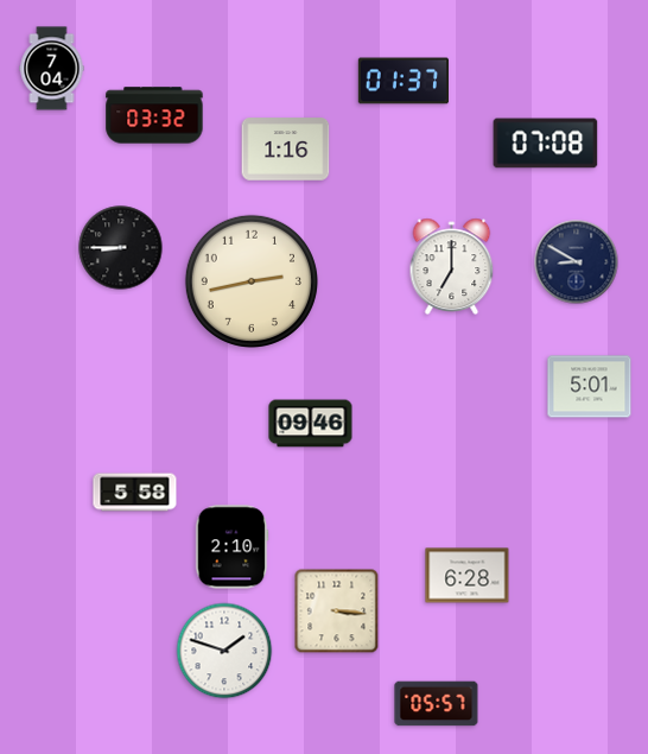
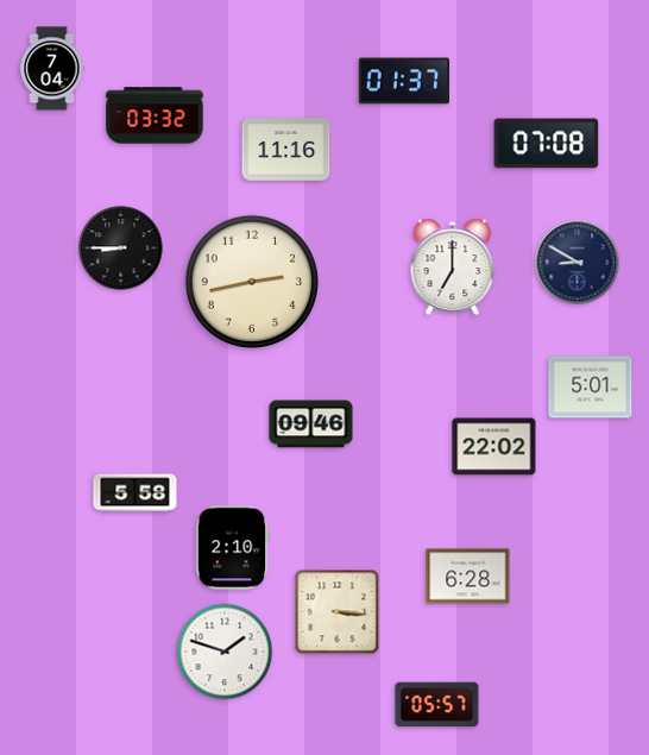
clock at (286, 150): 1:16 -> 11:16
clock at (494, 447): none -> 22:02
